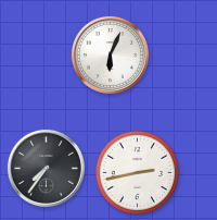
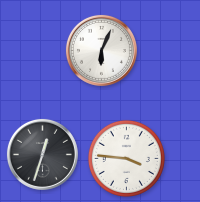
clock at (46, 168): 7:36 -> 12:33
clock at (137, 172): 2:43 -> 3:46
